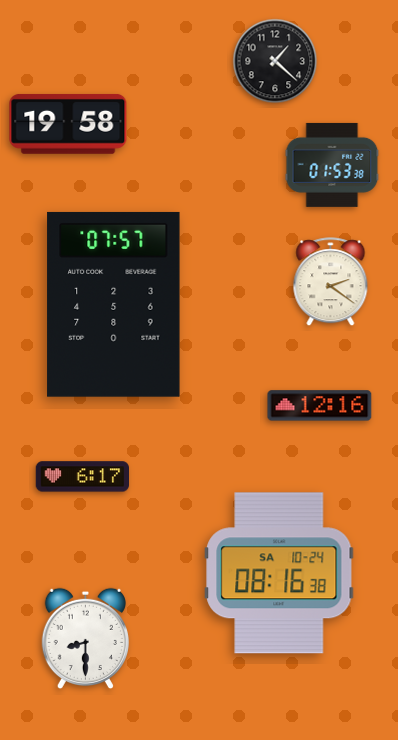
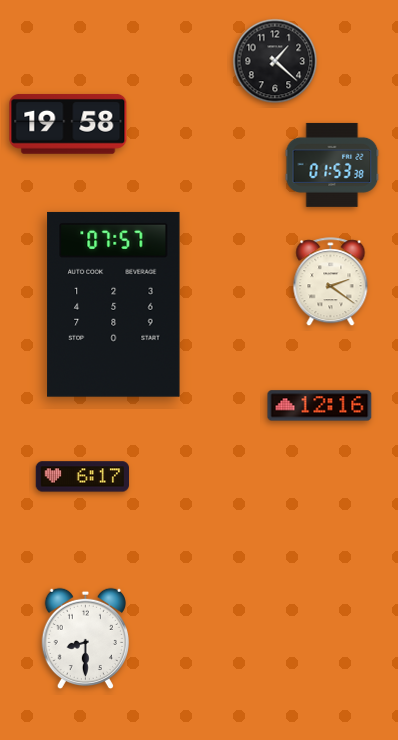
clock at (279, 573): 08:16 -> none
